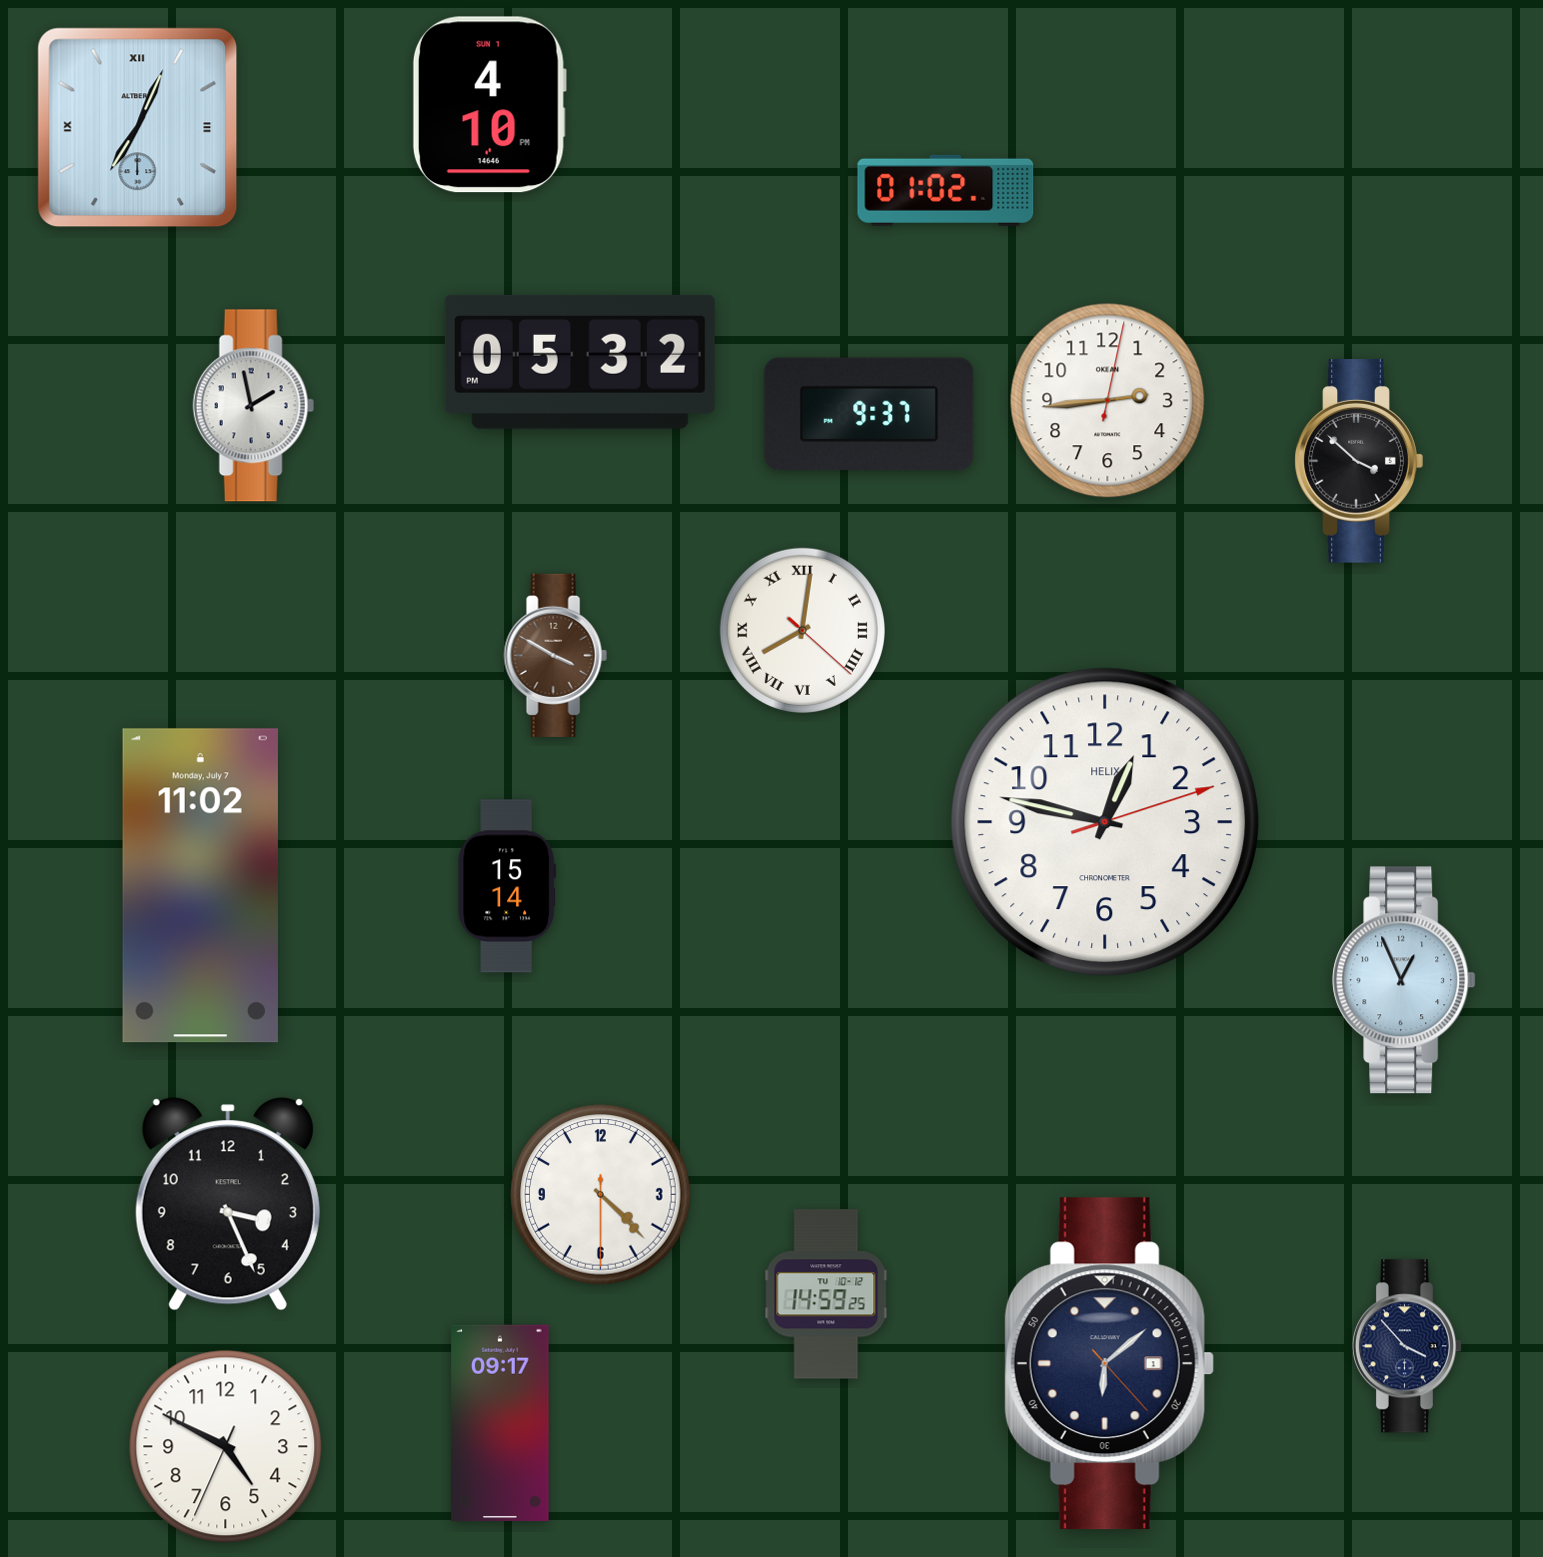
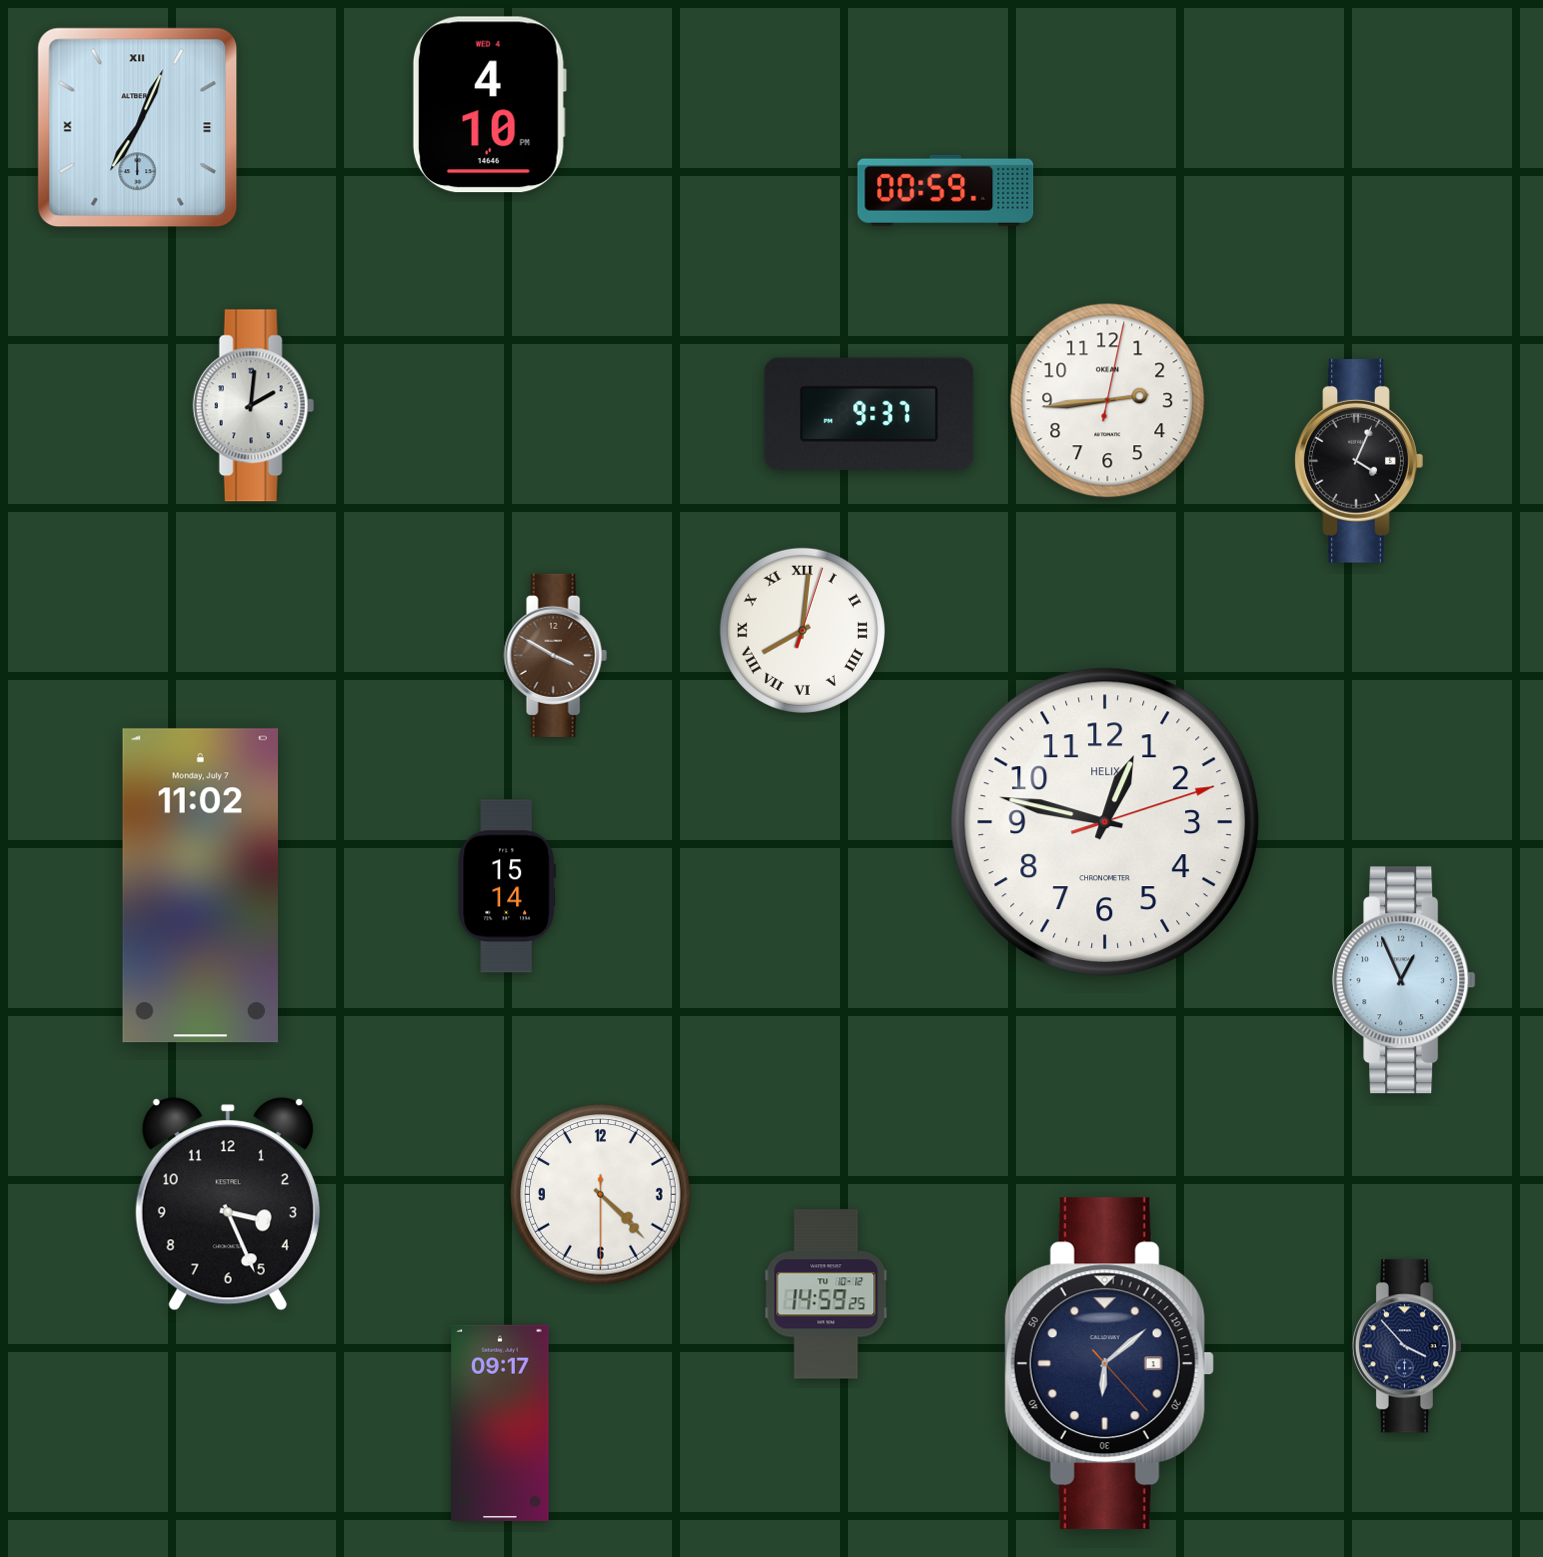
clock at (489, 105) date: SUN 1 -> WED 4
clock at (946, 190): 01:02 -> 00:59
clock at (580, 362): 05:32 -> none
clock at (253, 406): 1:58 -> 2:01
clock at (1359, 461): 3:52 -> 4:04
clock at (802, 630): 8:01:22 -> 8:01:03
clock at (226, 1447): 4:49 -> none
